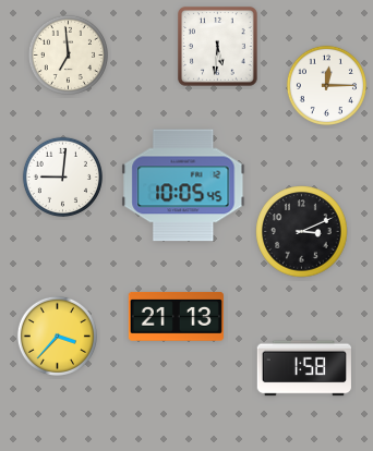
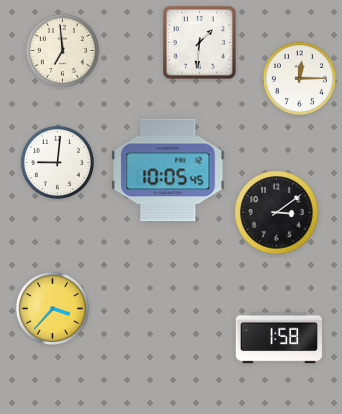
clock at (218, 47): 5:31 -> 1:31
clock at (302, 232): 3:11 -> 3:09
clock at (176, 316): 21:13 -> none
